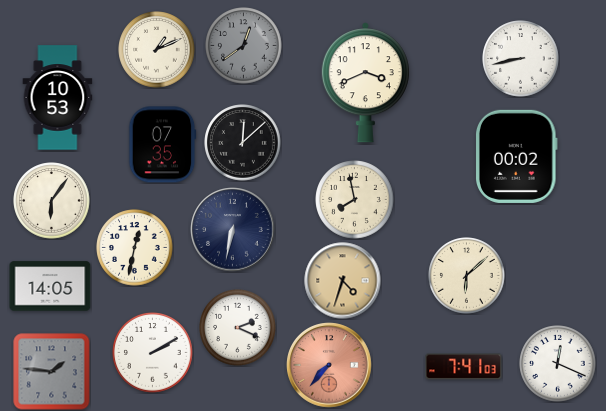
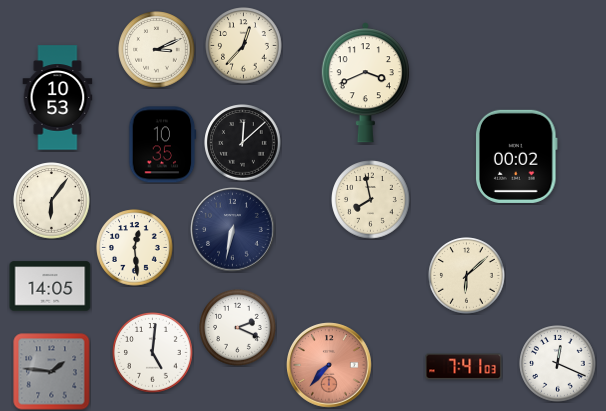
clock at (244, 46): 12:39 -> 12:37
clock at (244, 46) dial: grey -> cream
clock at (157, 50): 1:11 -> 3:11
clock at (521, 59): 8:43 -> none
clock at (163, 145): 07:35 -> 10:35
clock at (355, 200) position: (355, 200) -> (371, 200)
clock at (135, 248): 12:32 -> 12:29
clock at (343, 281): 4:33 -> none
clock at (153, 353): 2:10 -> 5:01
